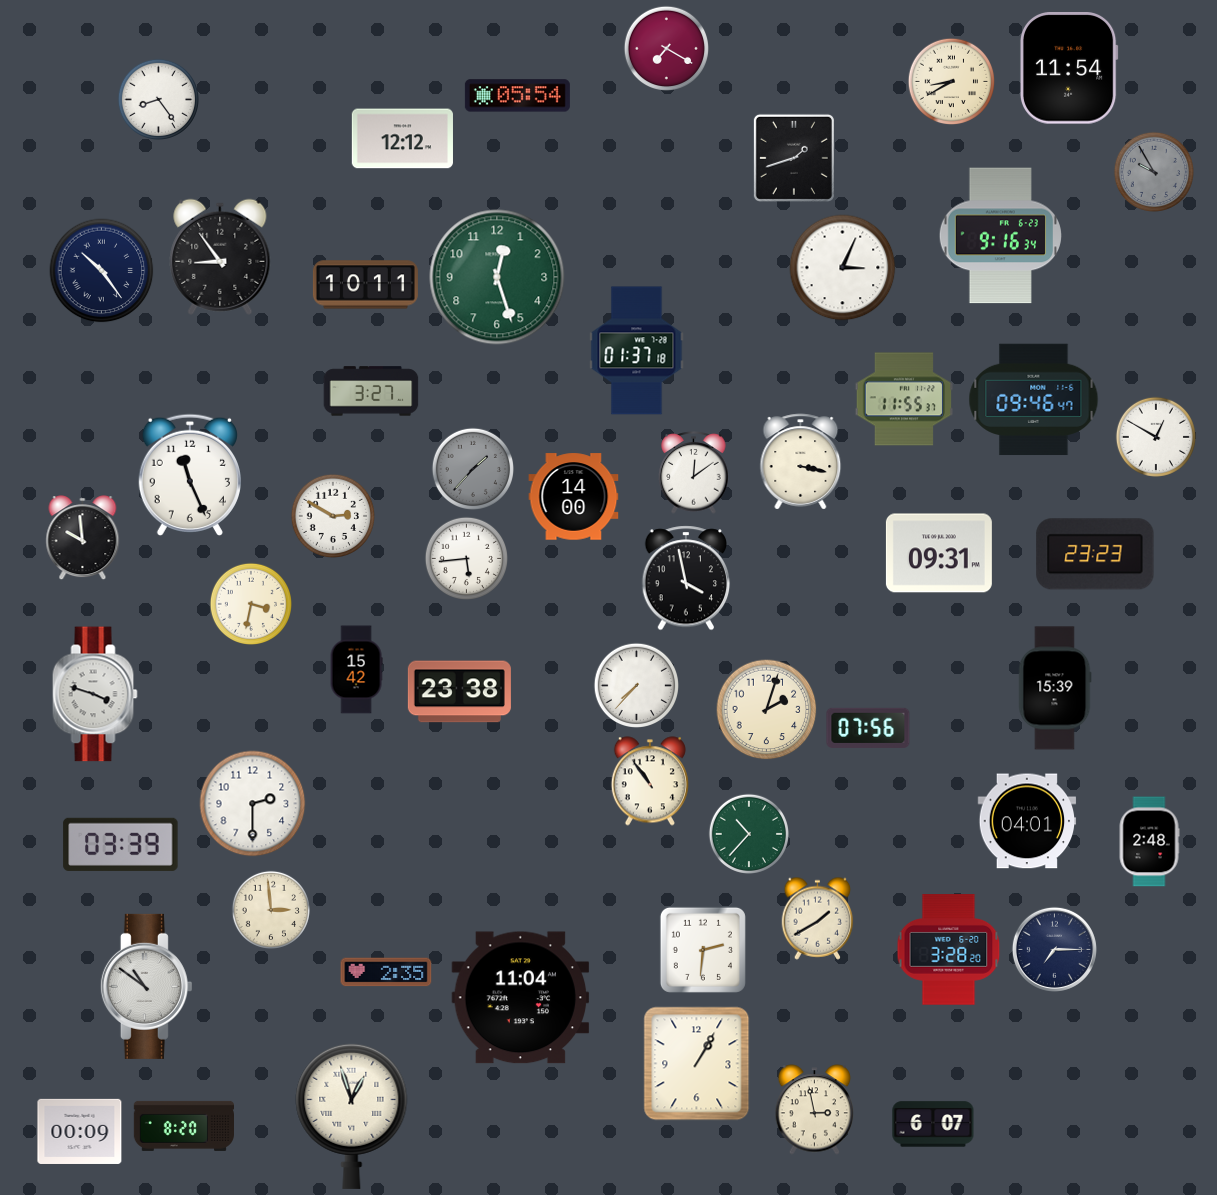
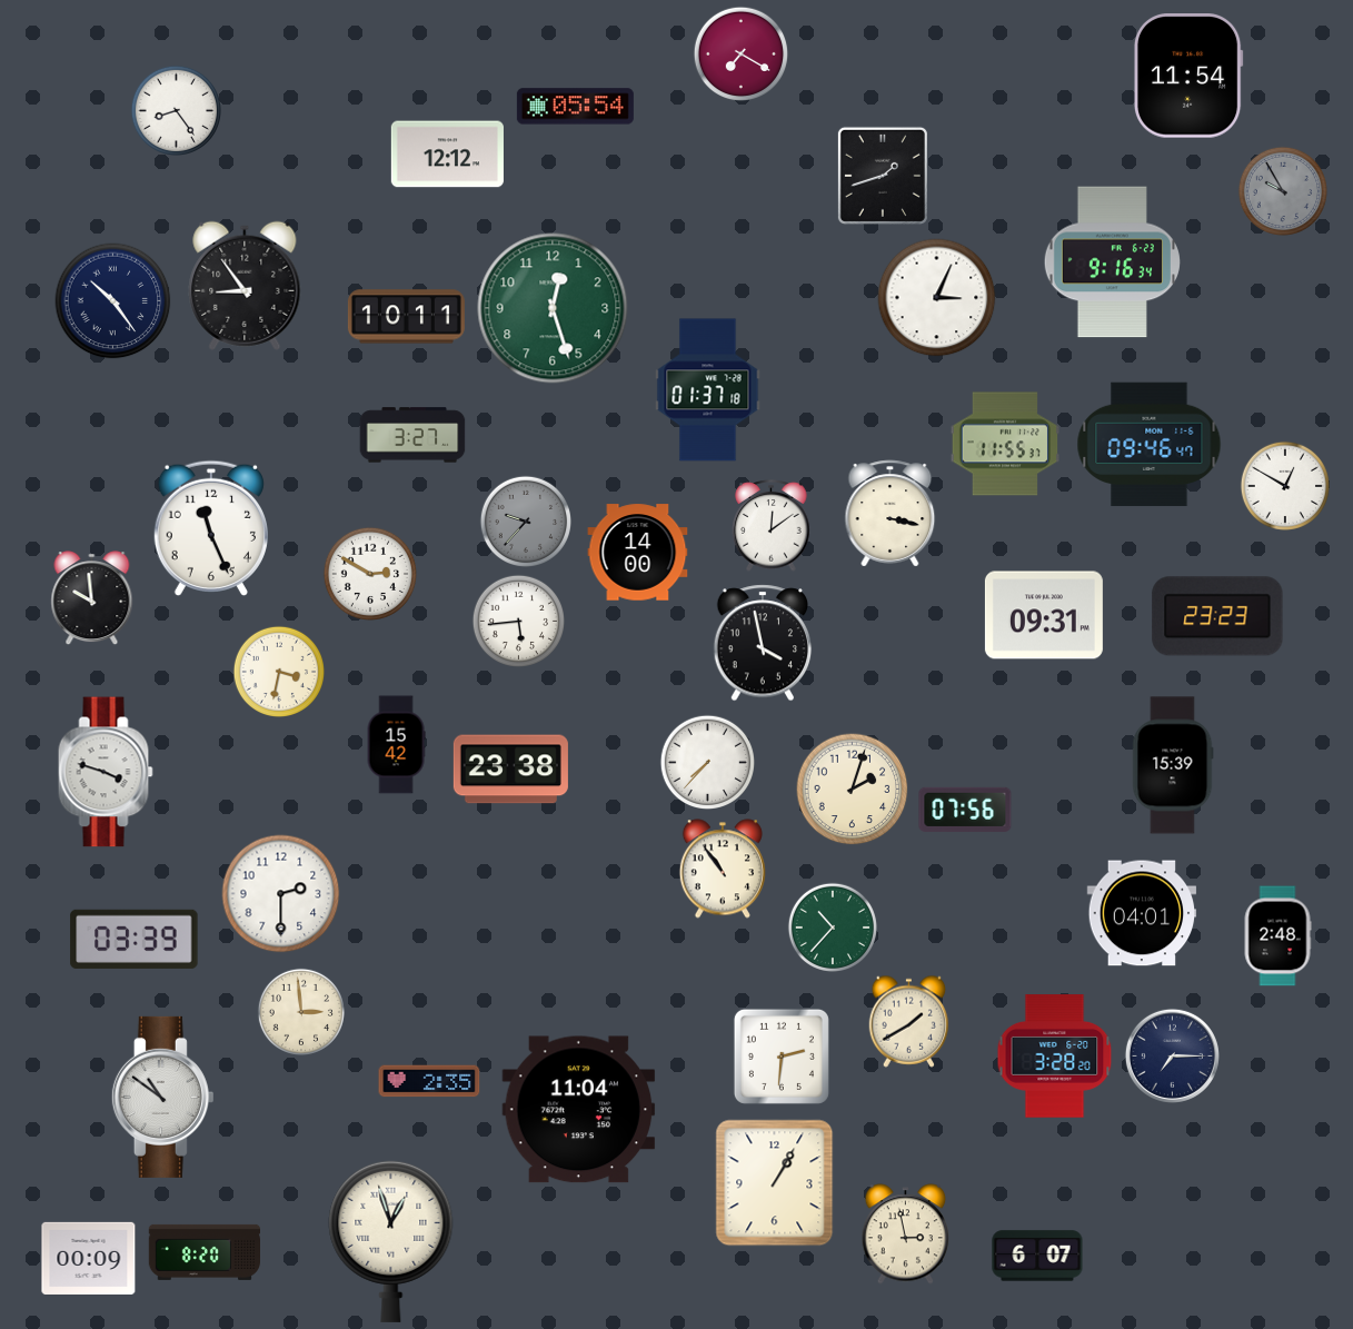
clock at (951, 81): 8:40 -> none
clock at (472, 468): 1:37 -> 9:37
clock at (933, 1124) position: (933, 1124) -> (1037, 1256)
